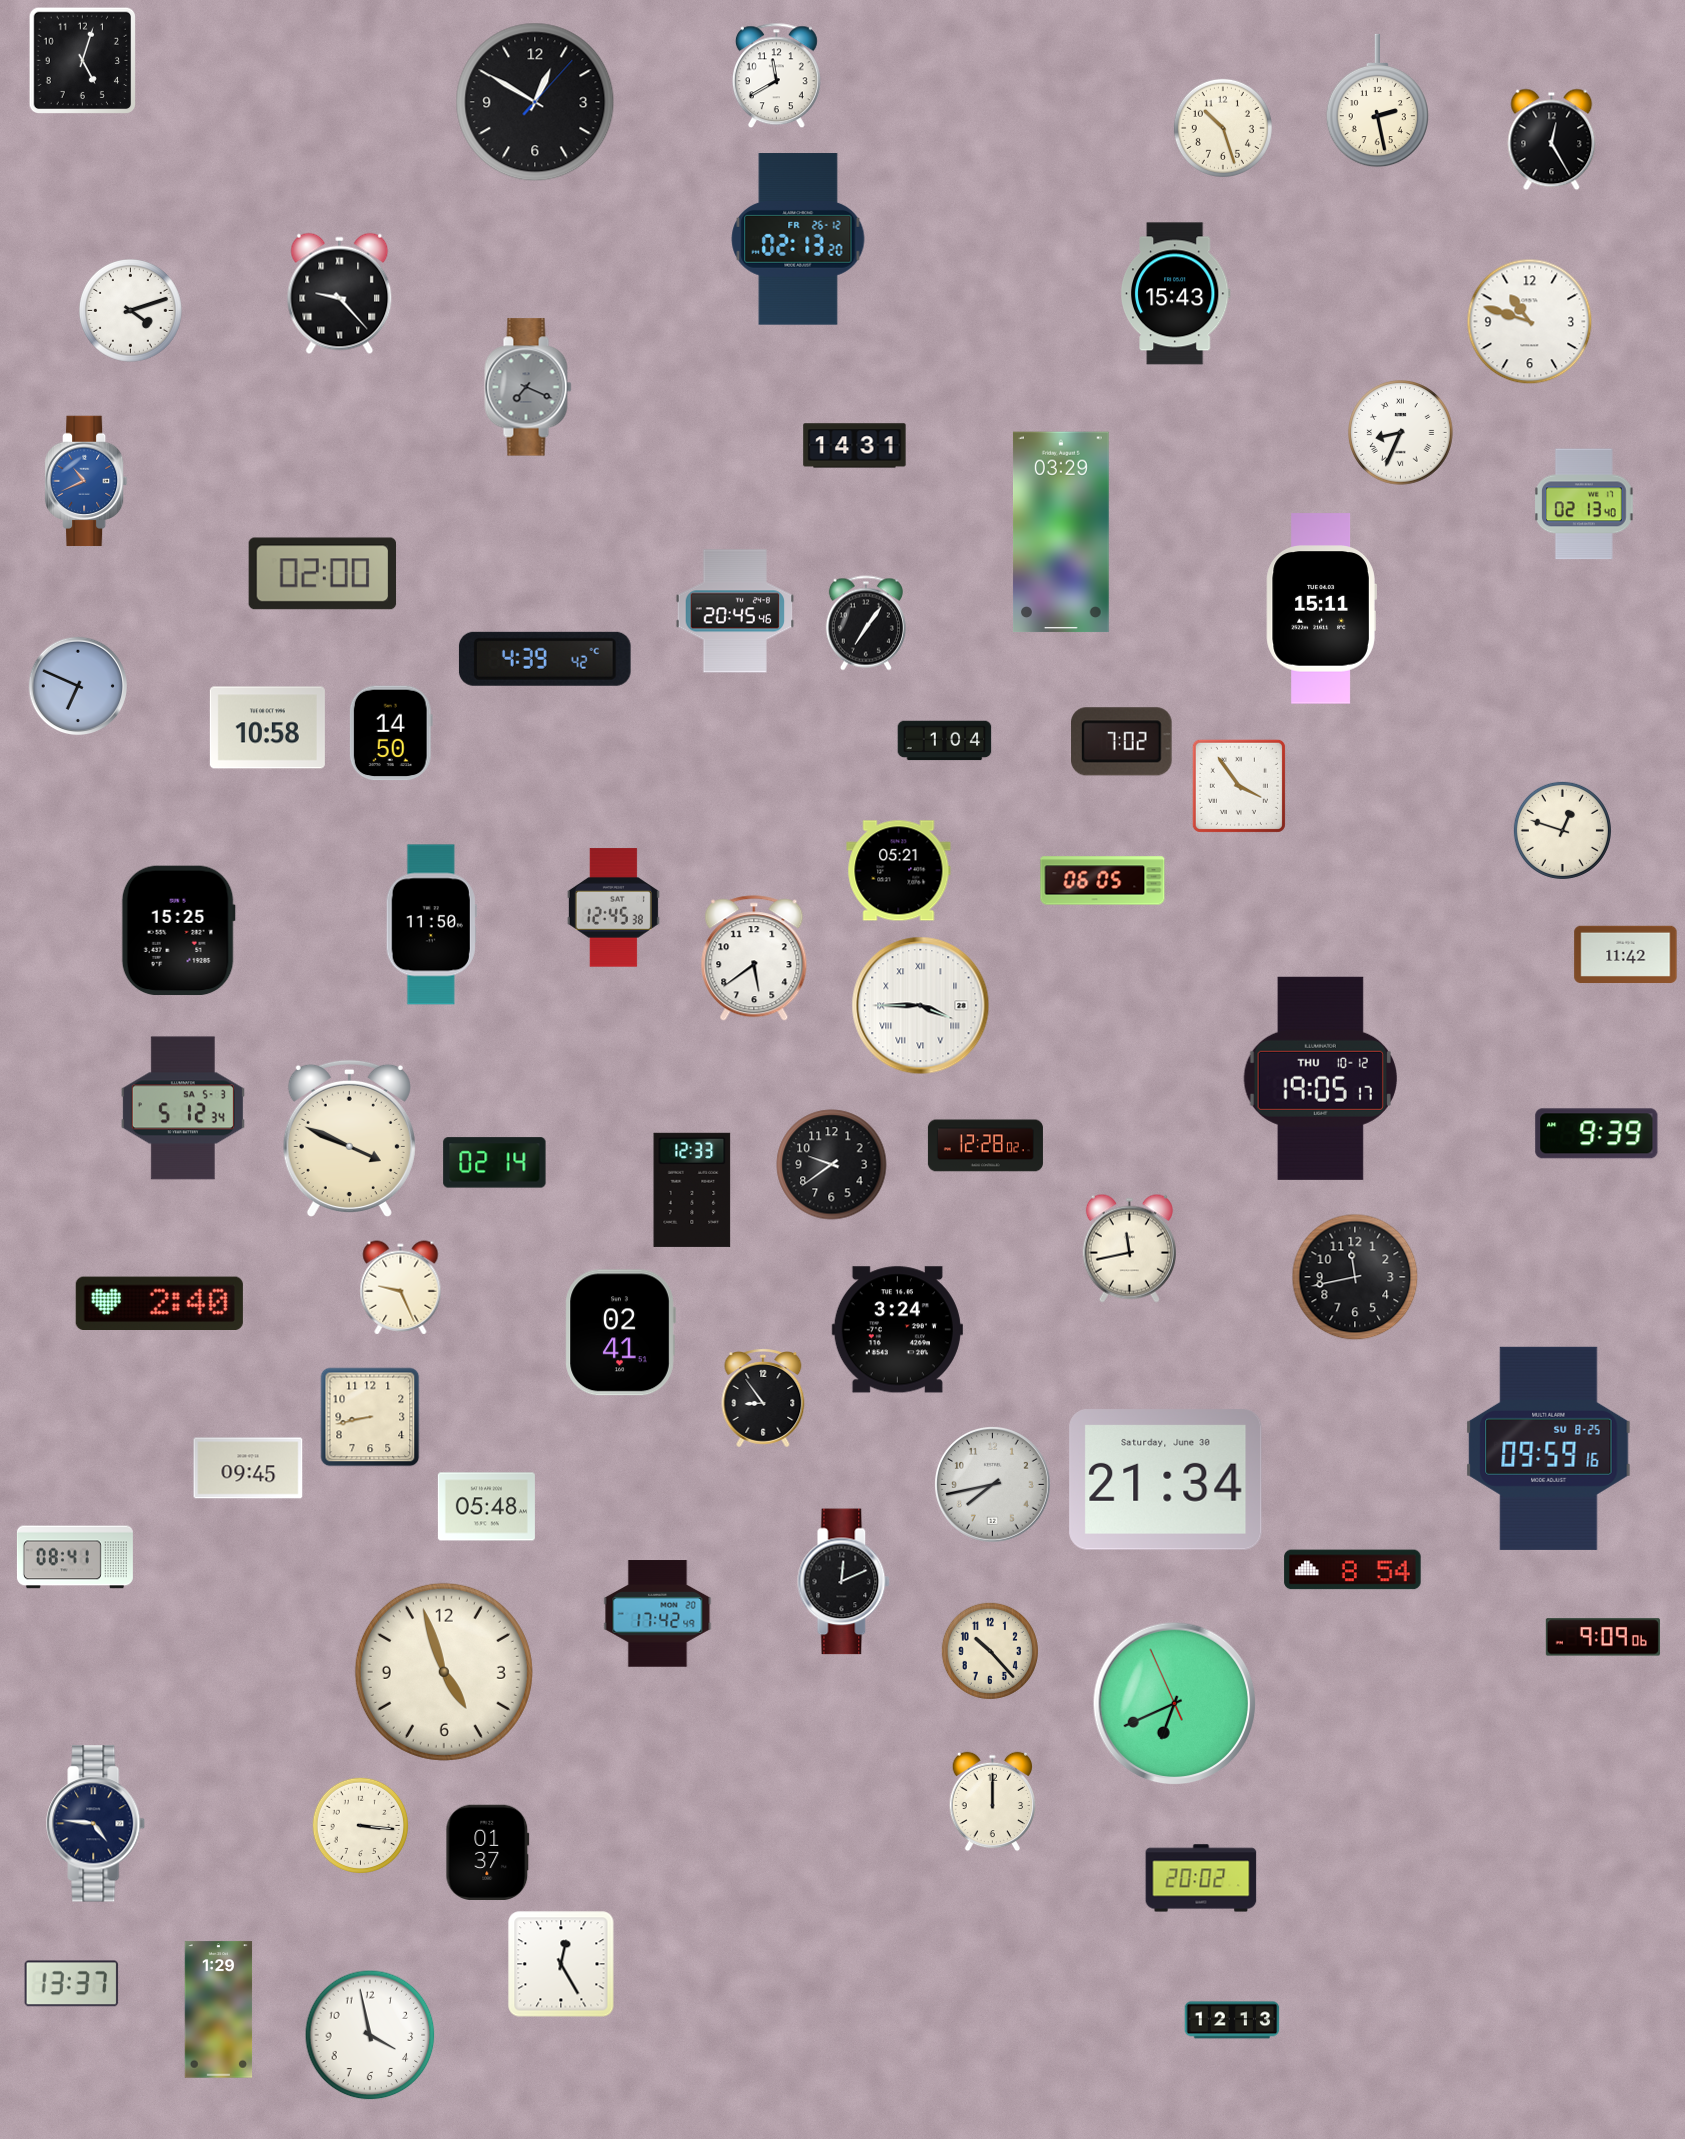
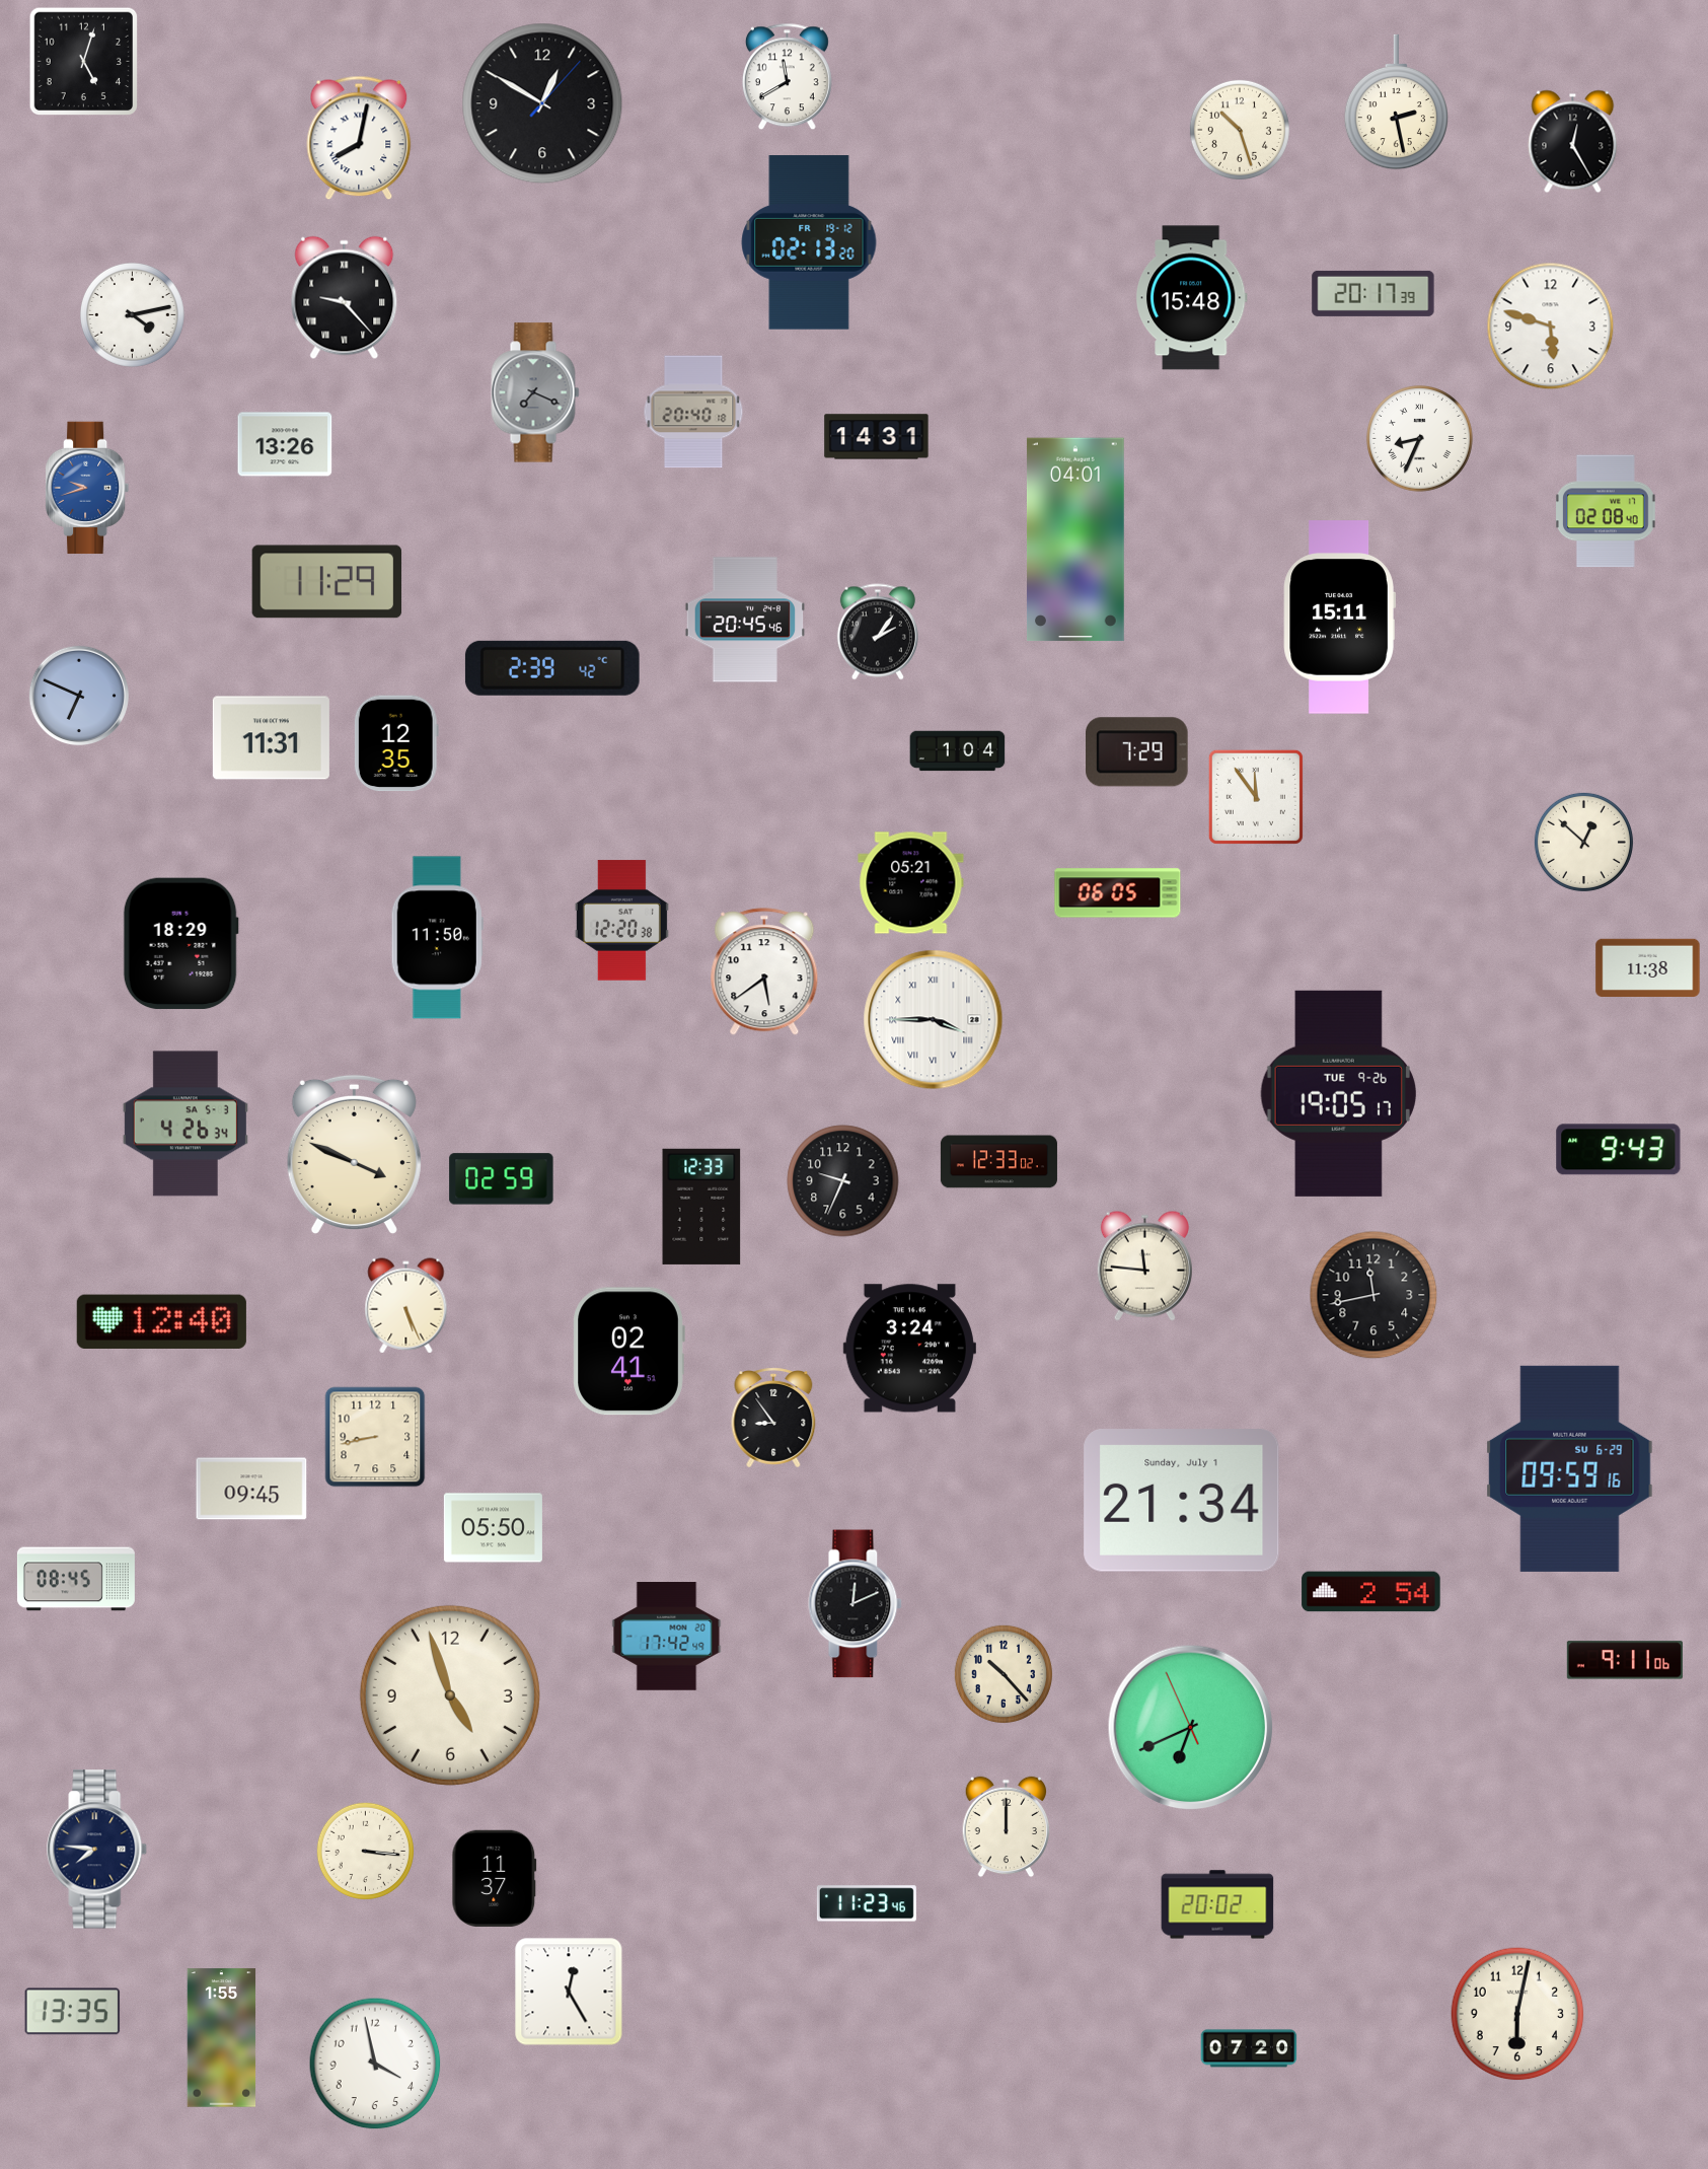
clock at (359, 138): none -> 8:02
clock at (798, 239) date: FR 26-12 -> FR 19-12
clock at (1373, 293): none -> 20:17
clock at (1175, 294): 15:43 -> 15:48
clock at (130, 310): 4:12 -> 4:13
clock at (1530, 322): 10:48 -> 5:48
clock at (693, 412): none -> 20:40
clock at (285, 444): none -> 13:26
clock at (855, 446) position: (855, 446) -> (877, 437)
clock at (87, 481): 10:41 -> 9:42
clock at (1585, 504): 02:13 -> 02:08
clock at (1061, 532): 03:29 -> 04:01
clock at (323, 574): 02:00 -> 11:29
clock at (866, 623): 7:06 -> 2:06
clock at (545, 659): 4:39 -> 2:39
clock at (267, 728): 10:58 -> 11:31
clock at (391, 733): 14:50 -> 12:35
clock at (1122, 742): 7:02 -> 7:29
clock at (1239, 786): 3:54 -> 11:54
clock at (1562, 830): 12:48 -> 12:52
clock at (613, 908): 12:45 -> 12:20
clock at (178, 931): 15:25 -> 18:29
clock at (1626, 954): 11:42 -> 11:38
clock at (1320, 1078) date: THU 10-12 -> TUE 9-26
clock at (183, 1108): 5:12 -> 4:26
clock at (1597, 1134): 9:39 -> 9:43
clock at (985, 1146): 12:28 -> 12:33
clock at (495, 1163): 02:14 -> 02:59
clock at (832, 1165): 9:39 -> 9:34
clock at (1129, 1248): 11:43 -> 11:46
clock at (401, 1288): 9:26 -> 5:26
clock at (159, 1304): 2:40 -> 12:40
clock at (1549, 1448) date: SU 8-25 -> SU 6-29
clock at (1166, 1480) date: Saturday, June 30 -> Sunday, July 1
clock at (993, 1485): 7:43 -> none
clock at (486, 1507): 05:48 -> 05:50
clock at (75, 1557): 08:41 -> 08:45
clock at (1353, 1570): 8:54 -> 2:54
clock at (1603, 1637): 9:09 -> 9:11
clock at (96, 1824): 4:46 -> 7:46
clock at (488, 1852): 01:37 -> 11:37
clock at (867, 1903): none -> 11:23
clock at (72, 1984): 13:37 -> 13:35
clock at (1517, 2014): none -> 6:02
clock at (219, 2010): 1:29 -> 1:55
clock at (1232, 2020): 12:13 -> 07:20
